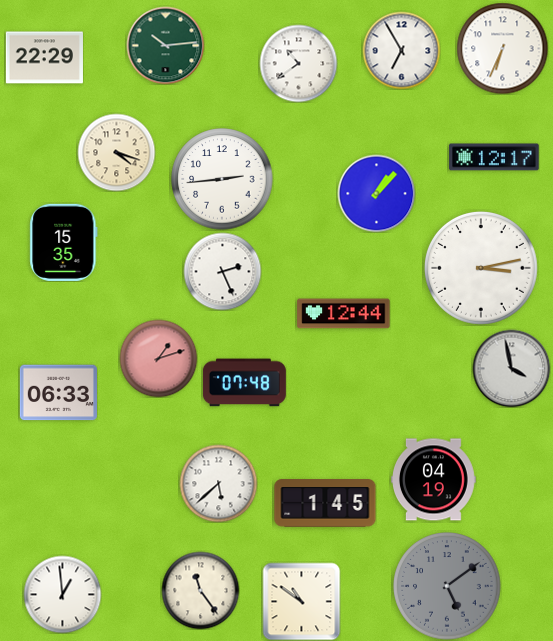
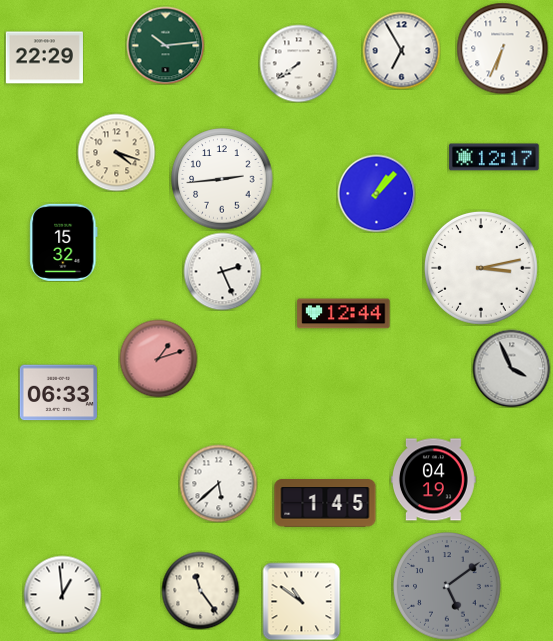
clock at (298, 63): 10:39 -> 7:39
clock at (64, 242): 15:35 -> 15:32
clock at (511, 368): 3:58 -> 3:56
clock at (244, 383): 07:48 -> none
